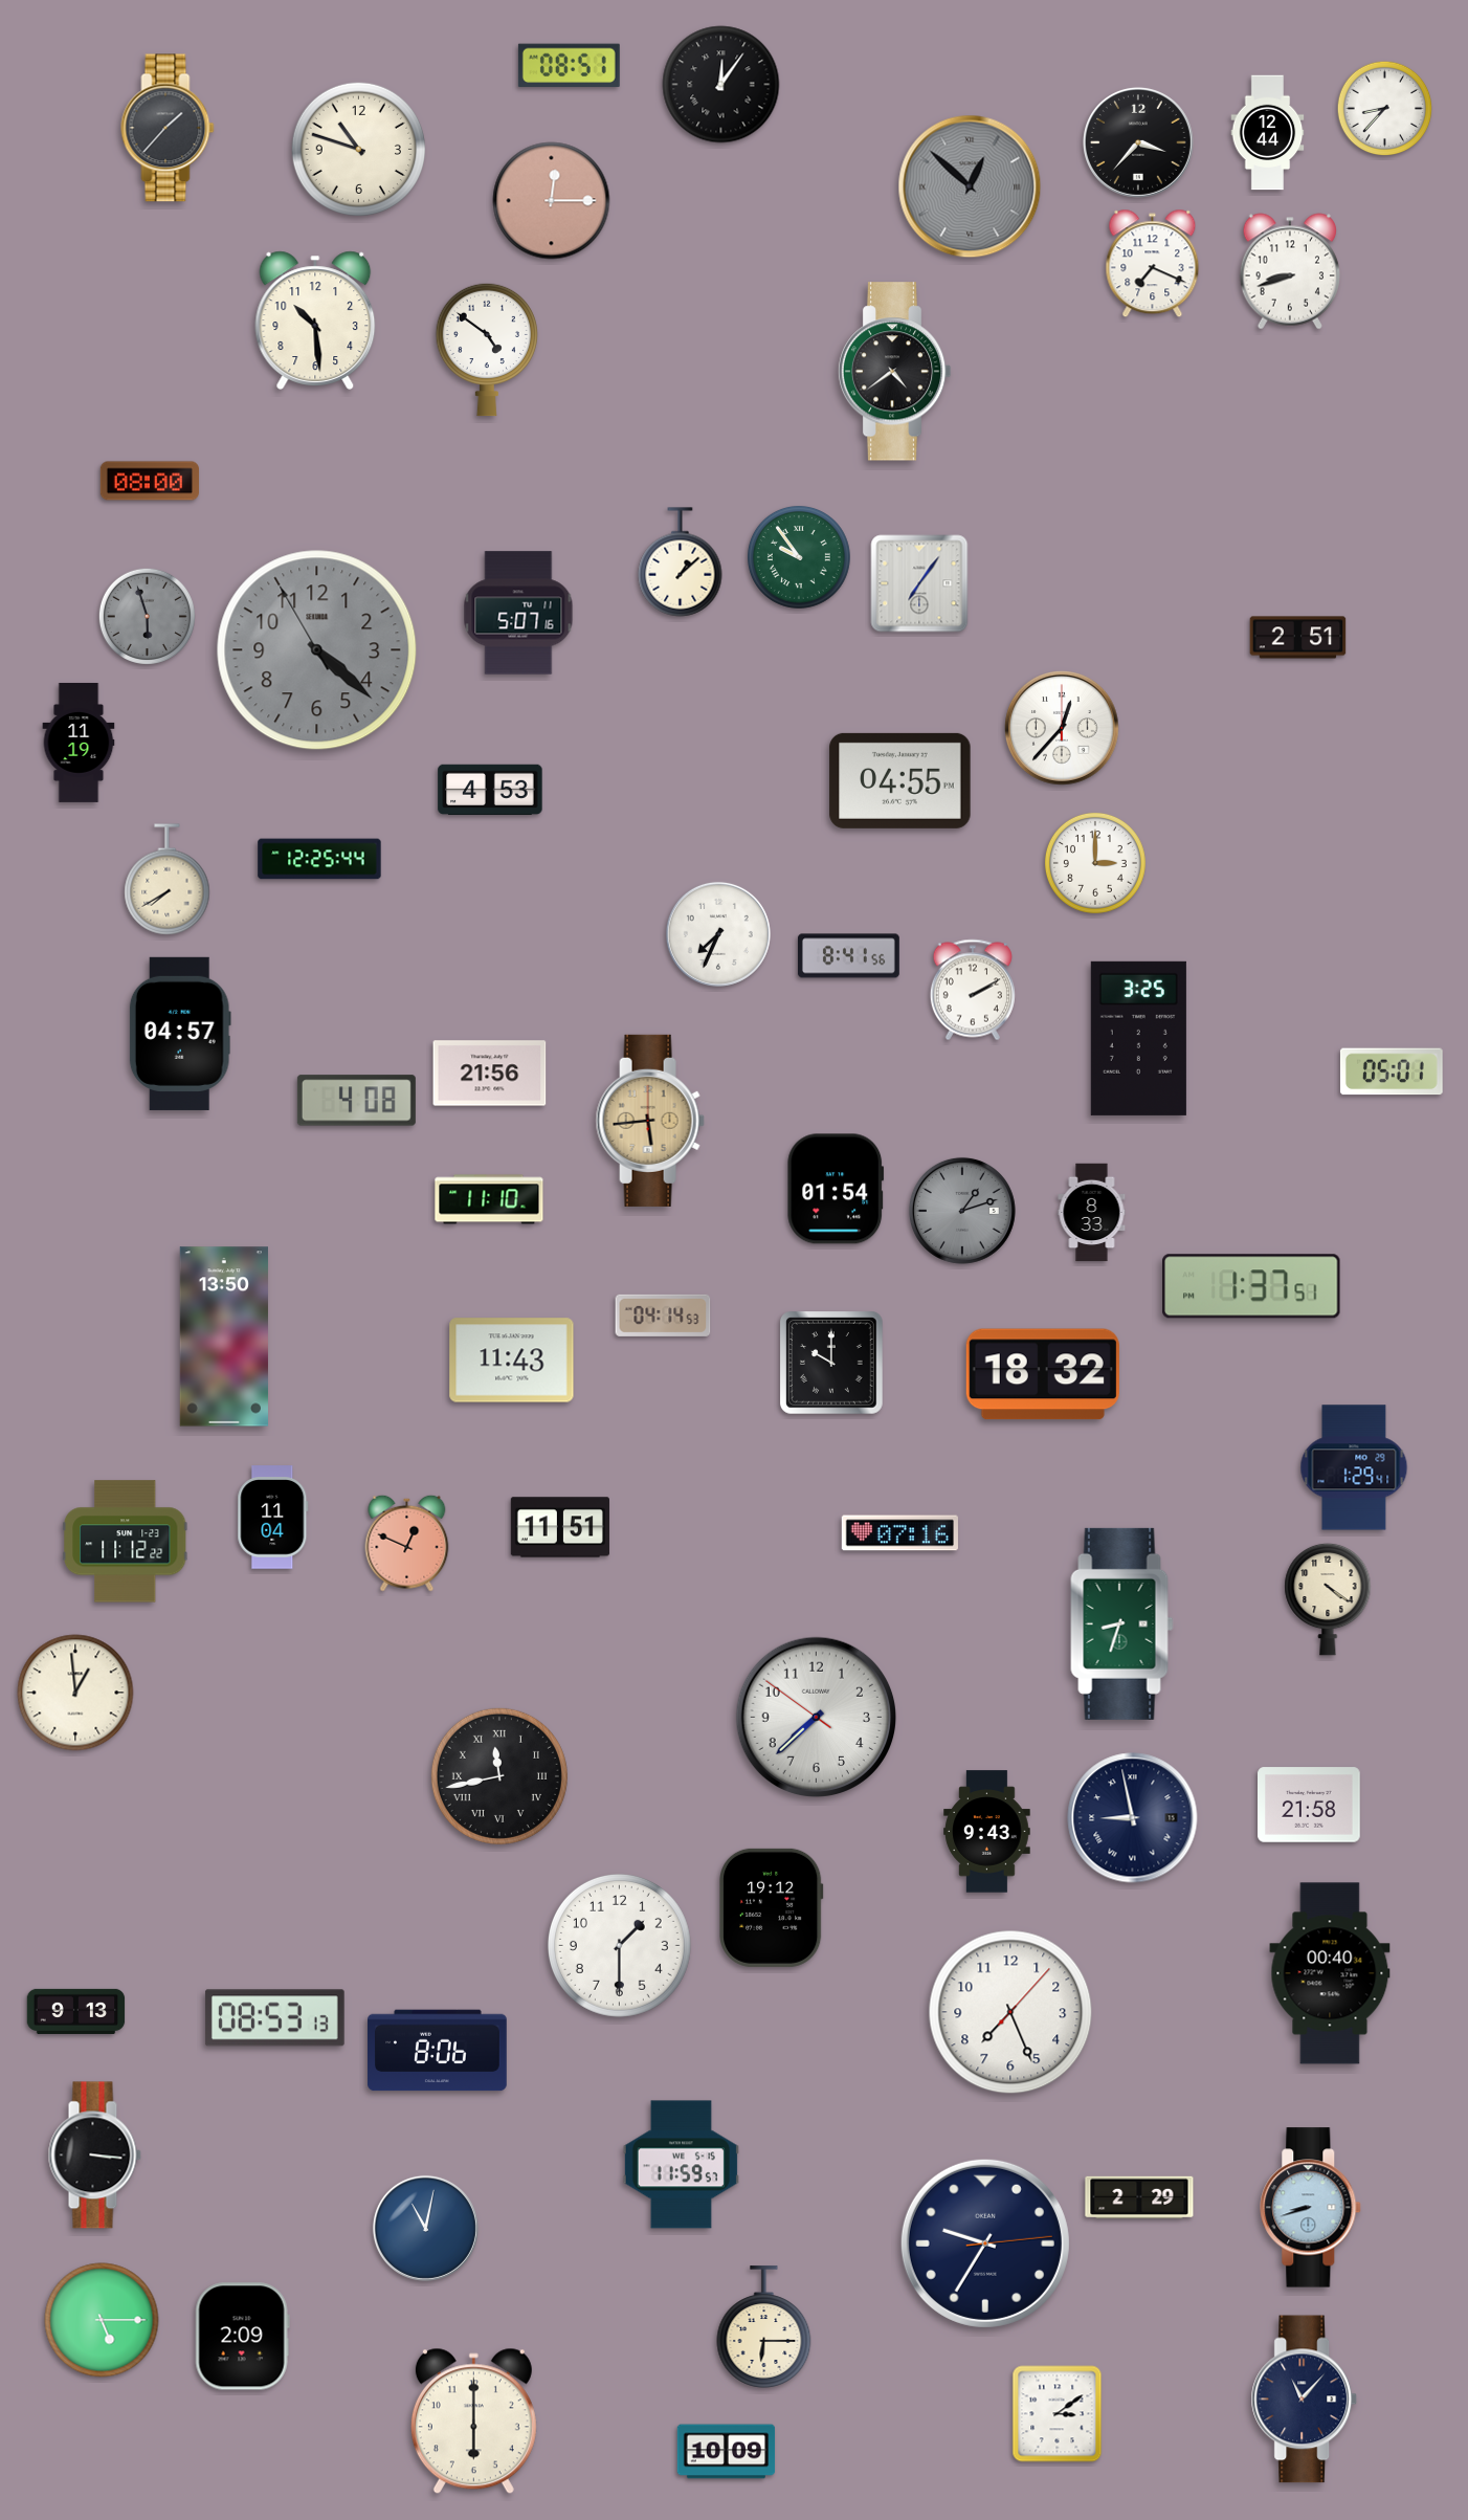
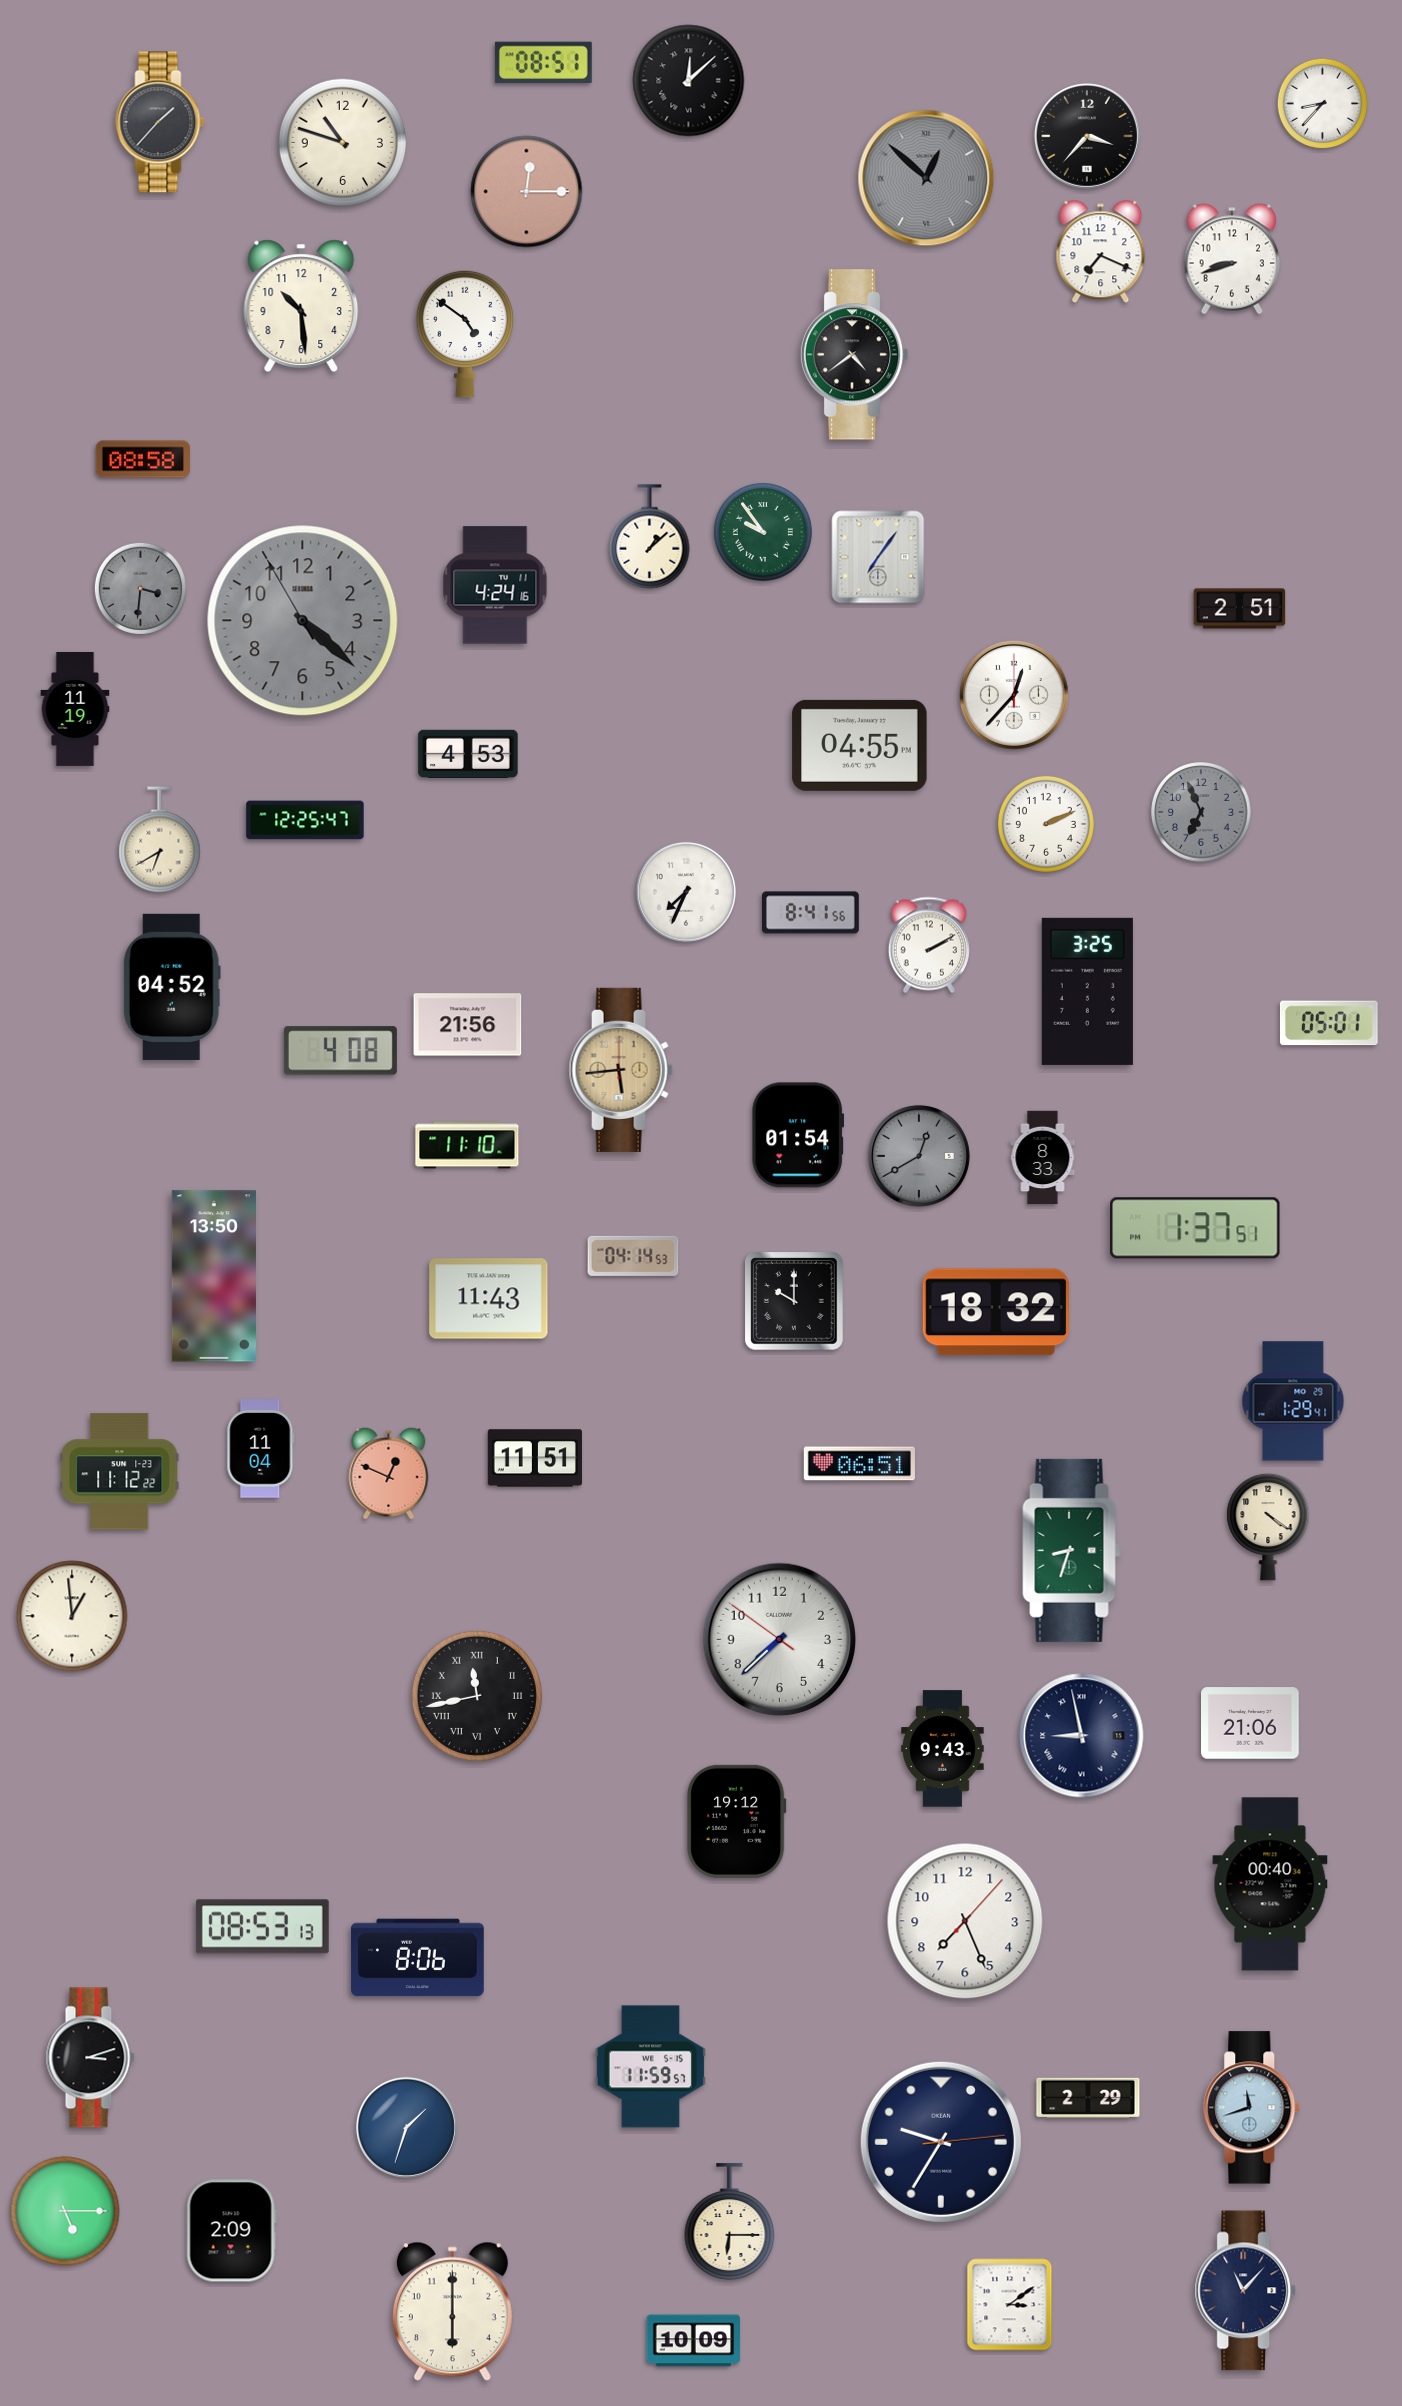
clock at (721, 85): 12:06 -> 12:08
clock at (1268, 133): 12:44 -> none
clock at (150, 481): 08:00 -> 08:58
clock at (518, 613): 5:07 -> 4:24
clock at (147, 616): 5:57 -> 3:31
clock at (1201, 812): none -> 6:56
clock at (319, 859): 12:25:44 -> 12:25:47
clock at (1095, 863): 3:00 -> 2:11
clock at (168, 880): 7:40 -> 6:40
clock at (180, 1034): 04:57 -> 04:52
clock at (962, 1211): 1:12 -> 12:40
clock at (899, 1533): 07:16 -> 06:51
clock at (1309, 1805): 21:58 -> 21:06
clock at (619, 1945): 1:30 -> none
clock at (76, 2011): 9:13 -> none
clock at (94, 2156): 3:16 -> 3:12
clock at (1311, 2208): 8:42 -> 11:42
clock at (425, 2228): 11:02 -> 1:33
clock at (102, 2320) position: (102, 2320) -> (65, 2211)
